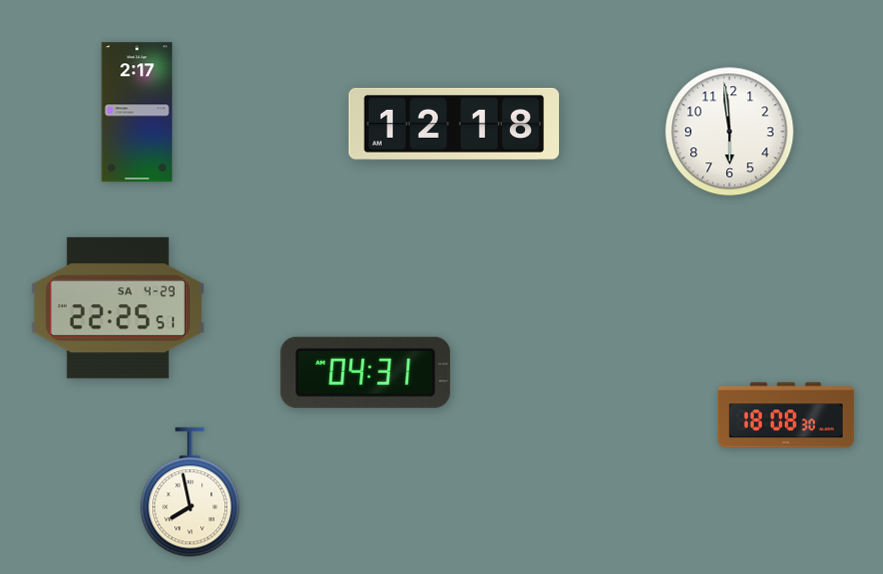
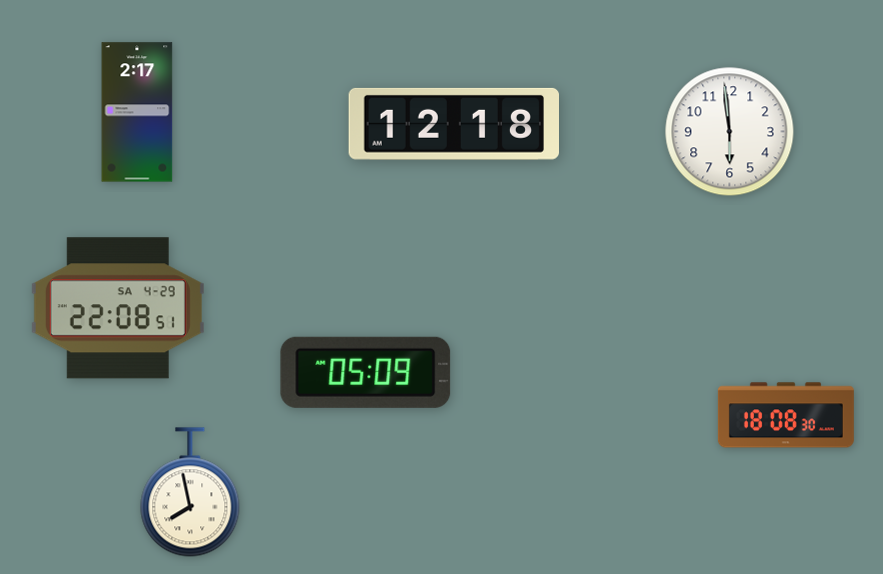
clock at (118, 308): 22:25 -> 22:08
clock at (366, 372): 04:31 -> 05:09
